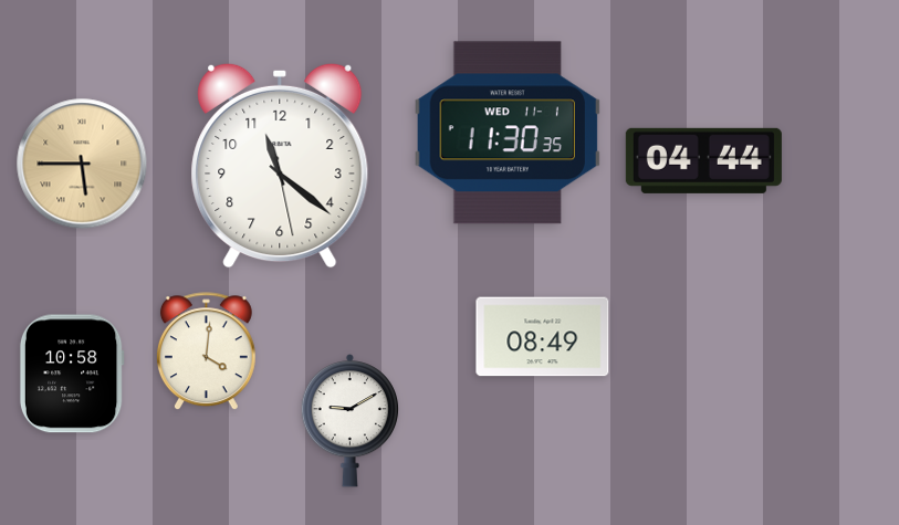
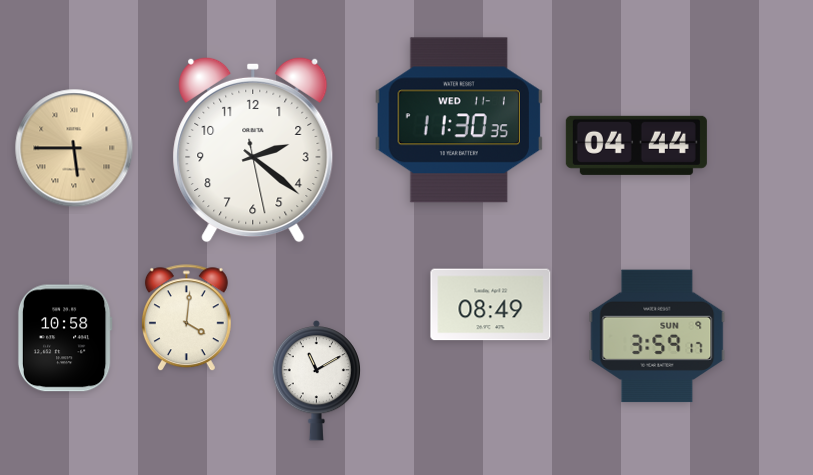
clock at (280, 166): 11:21 -> 2:21
clock at (657, 336): none -> 3:59
clock at (349, 421): 9:10 -> 11:10
